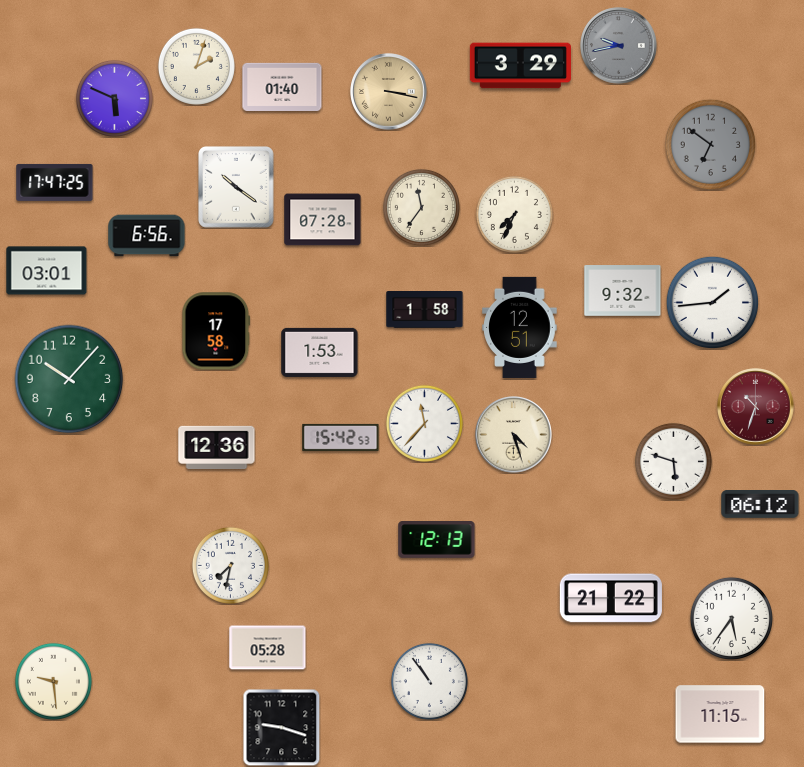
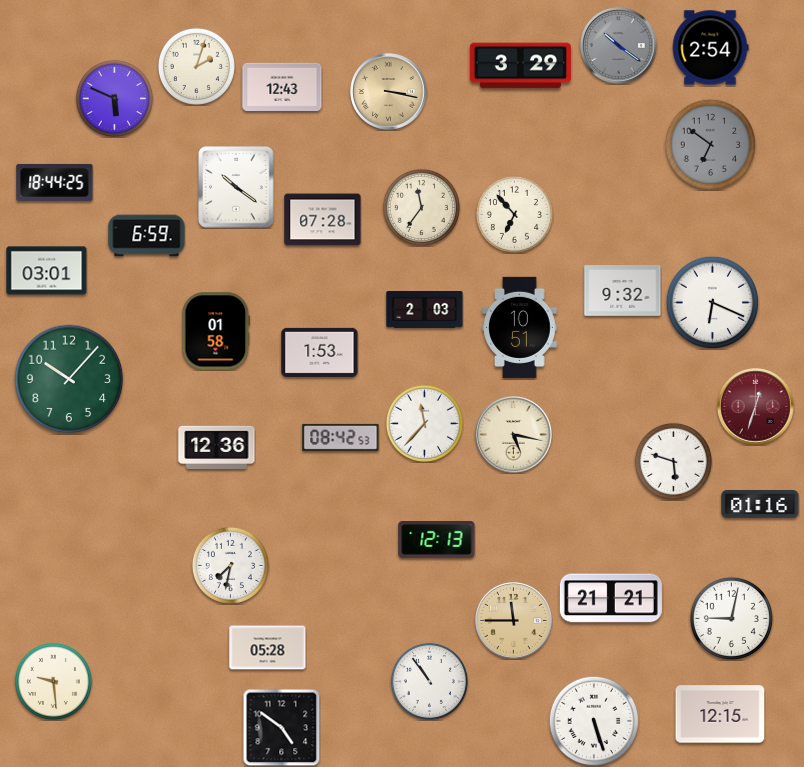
clock at (619, 46): 9:43 -> 10:21
clock at (710, 48): none -> 2:54
clock at (282, 86): 01:40 -> 12:43
clock at (55, 182): 17:47 -> 18:44
clock at (514, 214): 7:34 -> 6:53
clock at (147, 236): 6:56 -> 6:59
clock at (712, 302): 1:44 -> 6:19
clock at (425, 310): 1:58 -> 2:03
clock at (520, 327): 12:51 -> 10:51
clock at (216, 331): 17:58 -> 01:58
clock at (756, 407): 10:33 -> 12:33
clock at (514, 435): 4:27 -> 5:17
clock at (341, 437): 15:42 -> 08:42
clock at (760, 505): 06:12 -> 01:16
clock at (611, 598): 21:22 -> 21:21
clock at (731, 618): 5:36 -> 9:02
clock at (514, 621): none -> 11:45
clock at (720, 714): 11:15 -> 12:15
clock at (594, 721): none -> 5:27
clock at (281, 727): 9:18 -> 4:51
